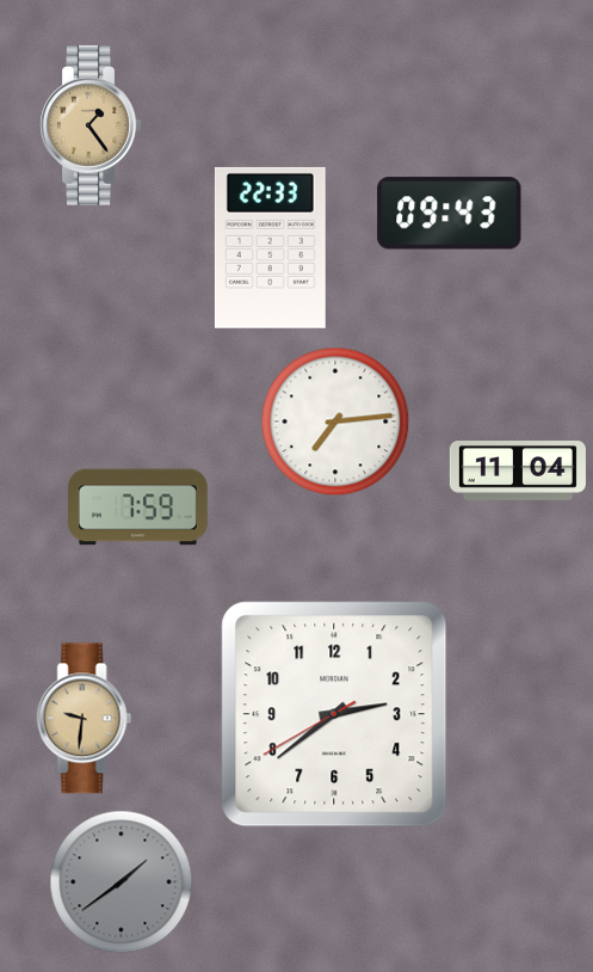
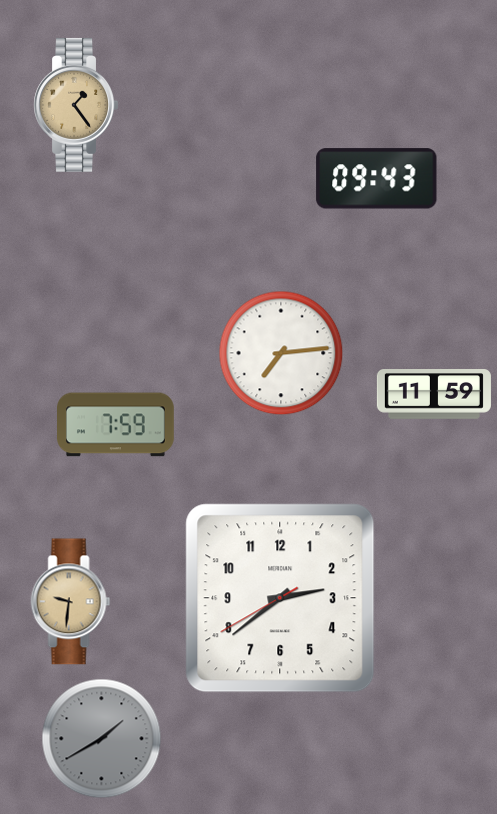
clock at (270, 247): 22:33 -> none
clock at (518, 472): 11:04 -> 11:59
clock at (122, 882): 1:39 -> 1:40
